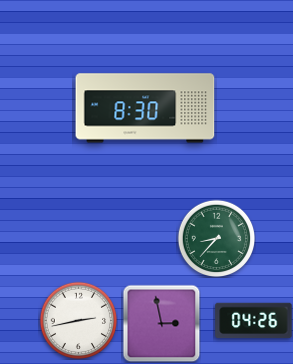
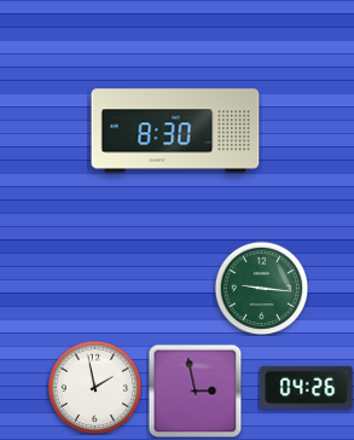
clock at (216, 238): 8:37 -> 9:16
clock at (78, 320): 2:43 -> 1:58
